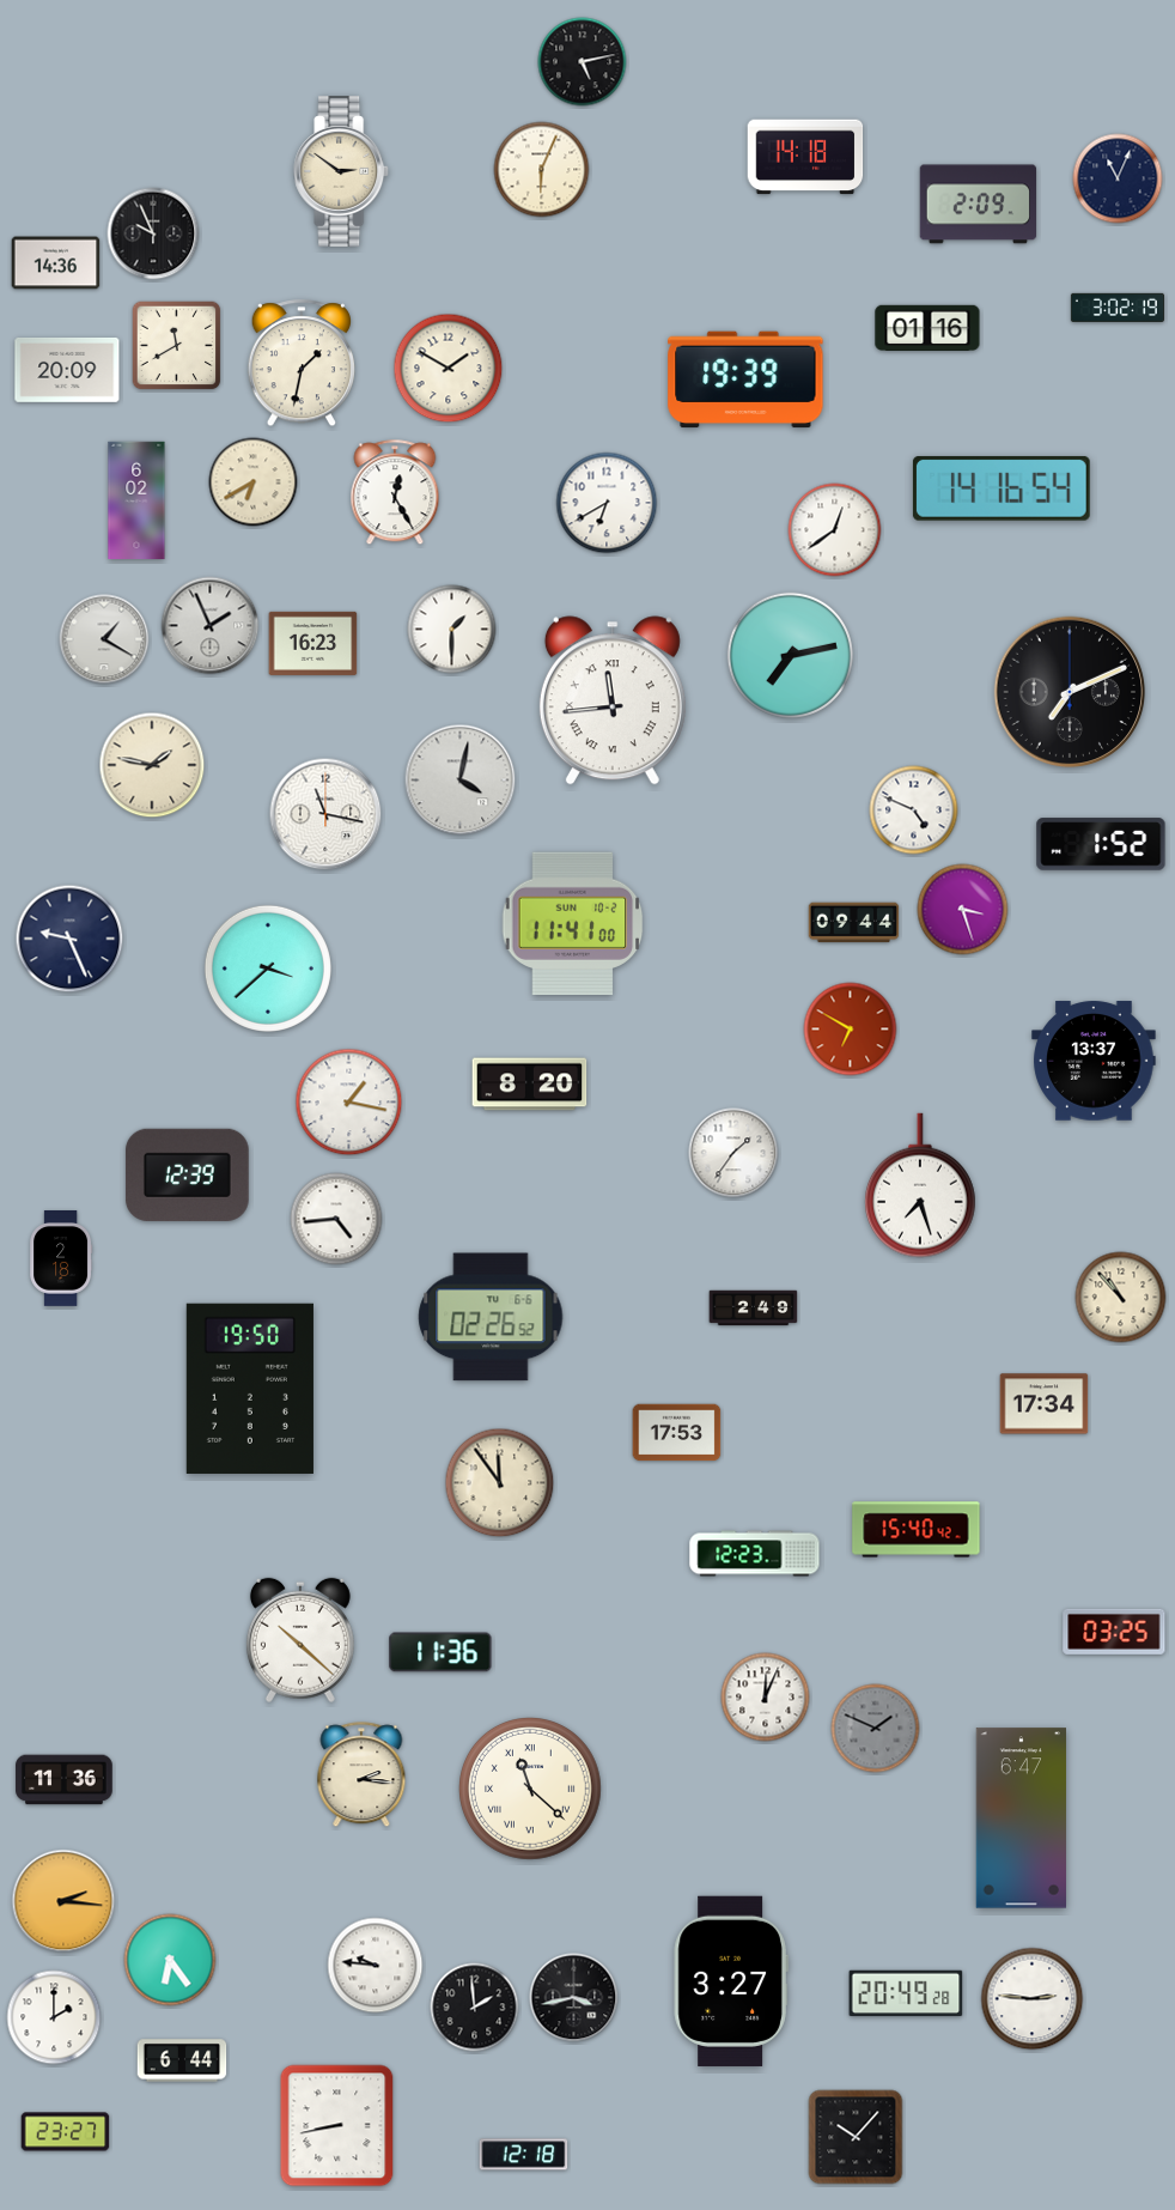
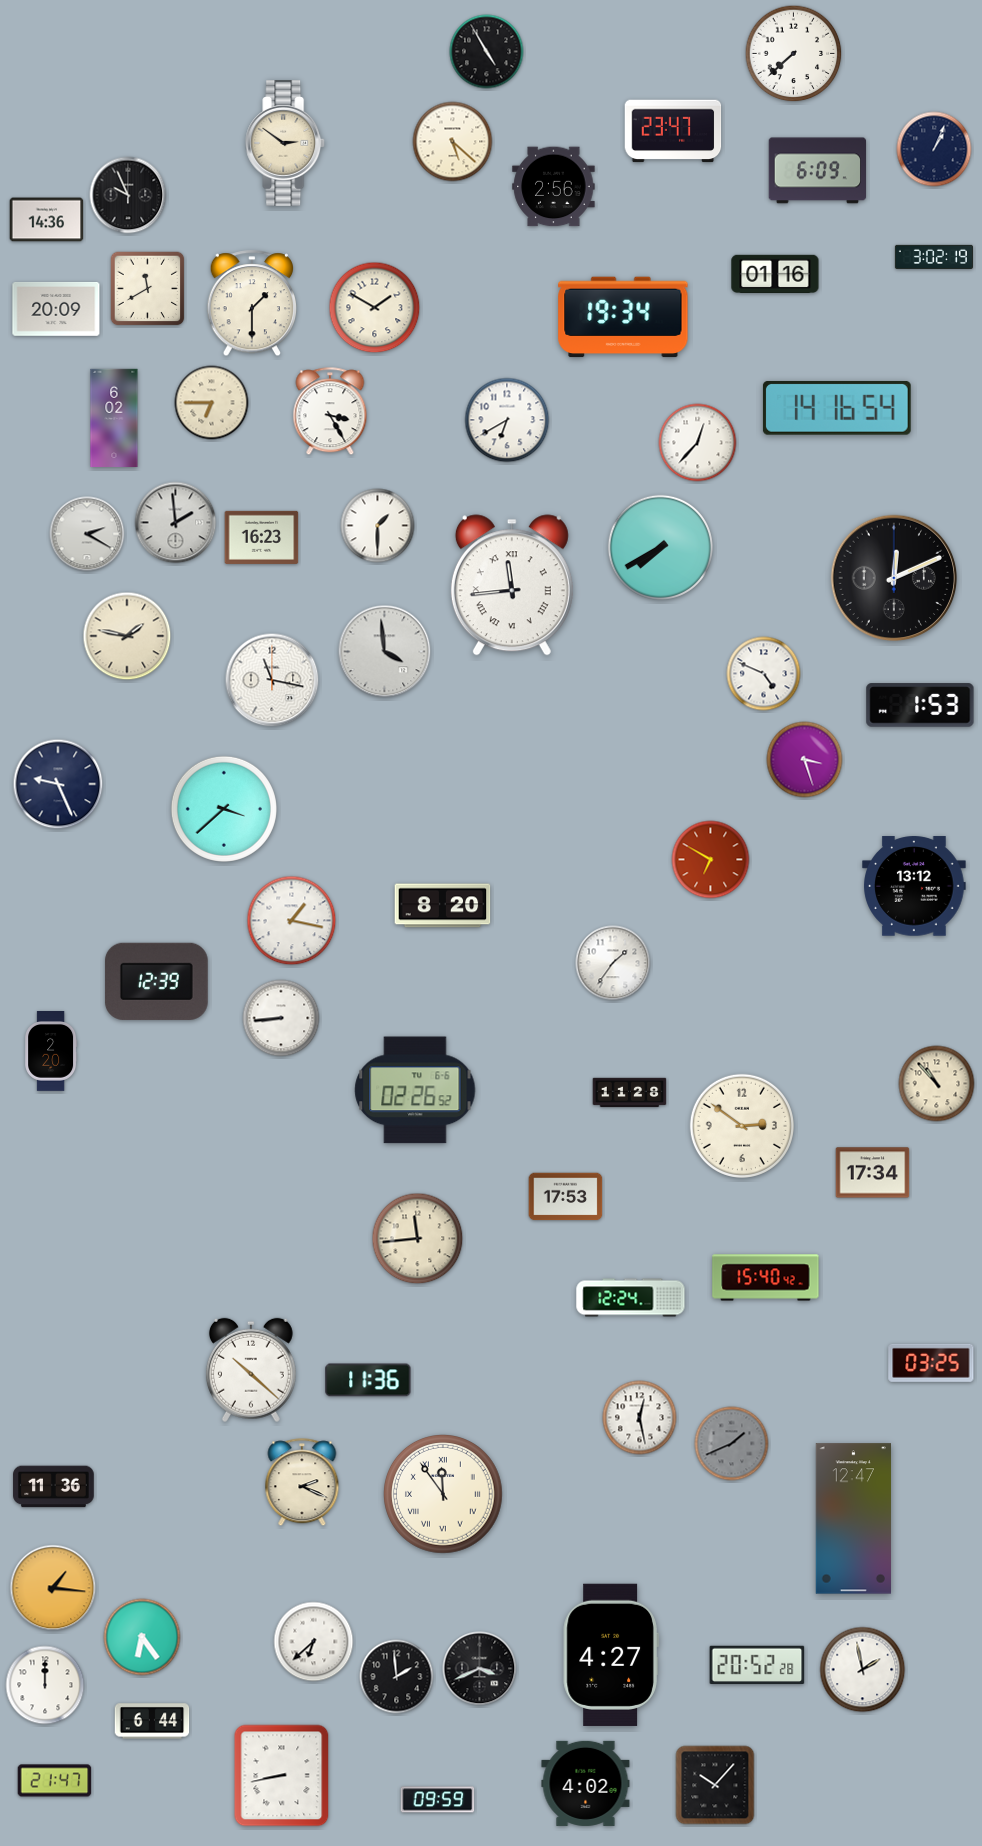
clock at (583, 62): 5:13 -> 4:55
clock at (794, 54): none -> 7:38
clock at (805, 157): 14:18 -> 23:47
clock at (542, 170): 6:04 -> 5:22
clock at (1118, 178): 11:04 -> 1:04
clock at (979, 205): 2:09 -> 6:09
clock at (554, 187): none -> 2:56
clock at (300, 364): 1:32 -> 1:30
clock at (745, 380): 19:39 -> 19:34
clock at (254, 482): 6:40 -> 6:45
clock at (395, 493): 12:25 -> 3:25
clock at (835, 530): 12:39 -> 12:37
clock at (211, 626): 1:56 -> 1:59
clock at (104, 639): 1:20 -> 2:20
clock at (790, 655): 7:13 -> 7:40
clock at (1070, 692): 7:11 -> 12:11
clock at (152, 765) position: (152, 765) -> (127, 636)
clock at (461, 781): 4:02 -> 3:59
clock at (914, 810) position: (914, 810) -> (764, 674)
clock at (1101, 844): 1:52 -> 1:53
clock at (573, 923): 11:41 -> none
clock at (854, 923): 09:44 -> none
clock at (1094, 1061): 13:37 -> 13:12
clock at (921, 1185): 7:27 -> none
clock at (336, 1219): 4:44 -> 8:44
clock at (61, 1259): 2:18 -> 2:20
clock at (754, 1309): 2:49 -> 11:28
clock at (491, 1317) position: (491, 1317) -> (415, 1090)
clock at (742, 1126): none -> 2:51
clock at (250, 1389): 19:50 -> none
clock at (500, 1483): 11:54 -> 11:44
clock at (755, 1554): 12:23 -> 12:24
clock at (766, 1698): 12:04 -> 12:28
clock at (876, 1729): 1:49 -> 1:41
clock at (361, 1775): 2:16 -> 2:19
clock at (531, 1790): 11:22 -> 11:54
clock at (1021, 1819): 6:47 -> 12:47
clock at (63, 1901): 2:16 -> 1:16
clock at (376, 1966): 9:46 -> 6:38
clock at (731, 1981): 3:27 -> 4:27
clock at (906, 1993): 20:49 -> 20:52
clock at (574, 1998): 3:43 -> 3:41
clock at (1033, 1999): 2:46 -> 1:58
clock at (54, 2017): 2:00 -> 12:00
clock at (66, 2132): 23:27 -> 21:47
clock at (586, 1783): none -> 4:02
clock at (524, 2155): 12:18 -> 09:59
